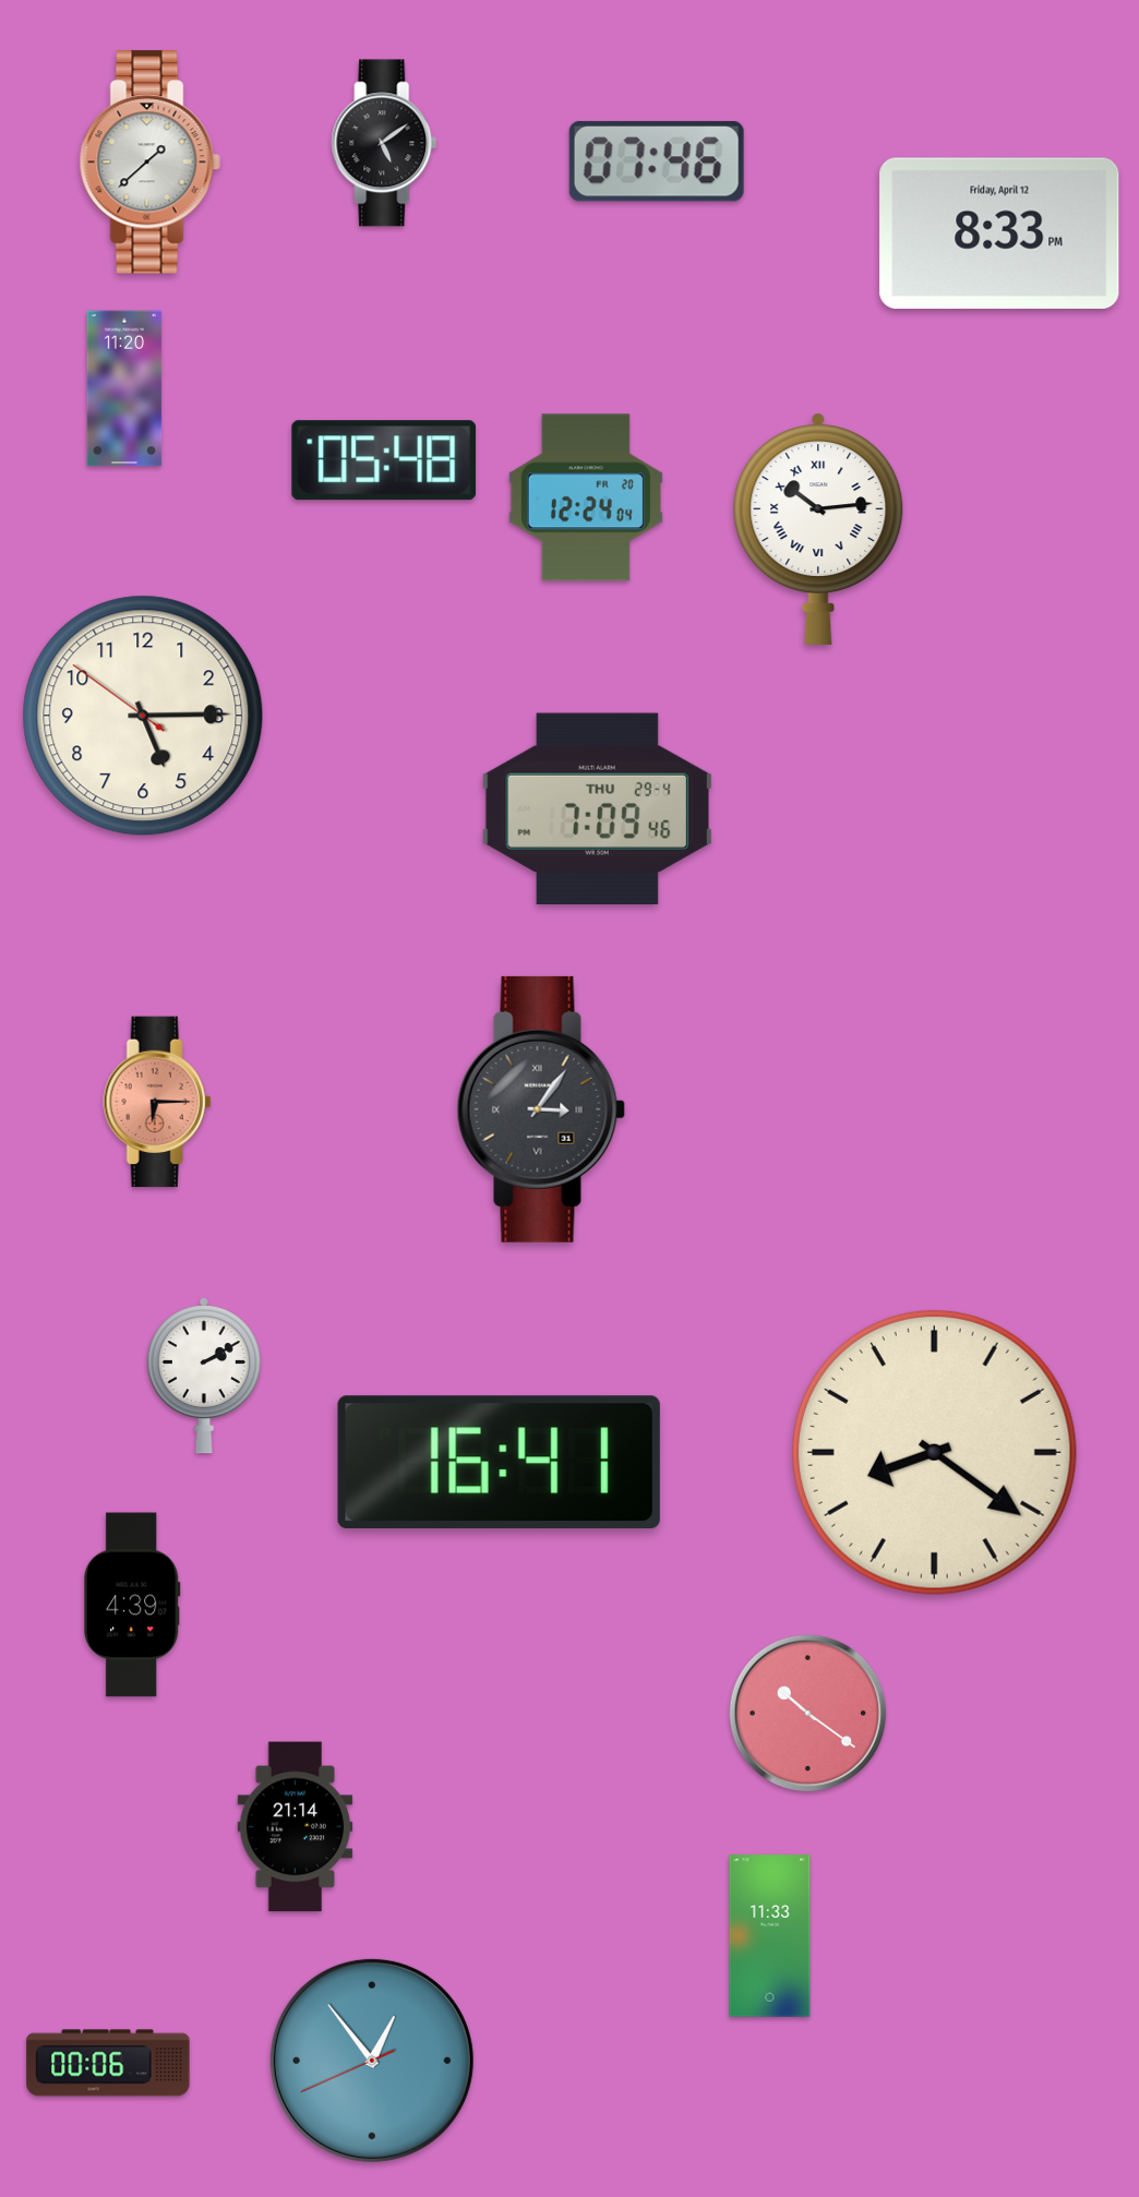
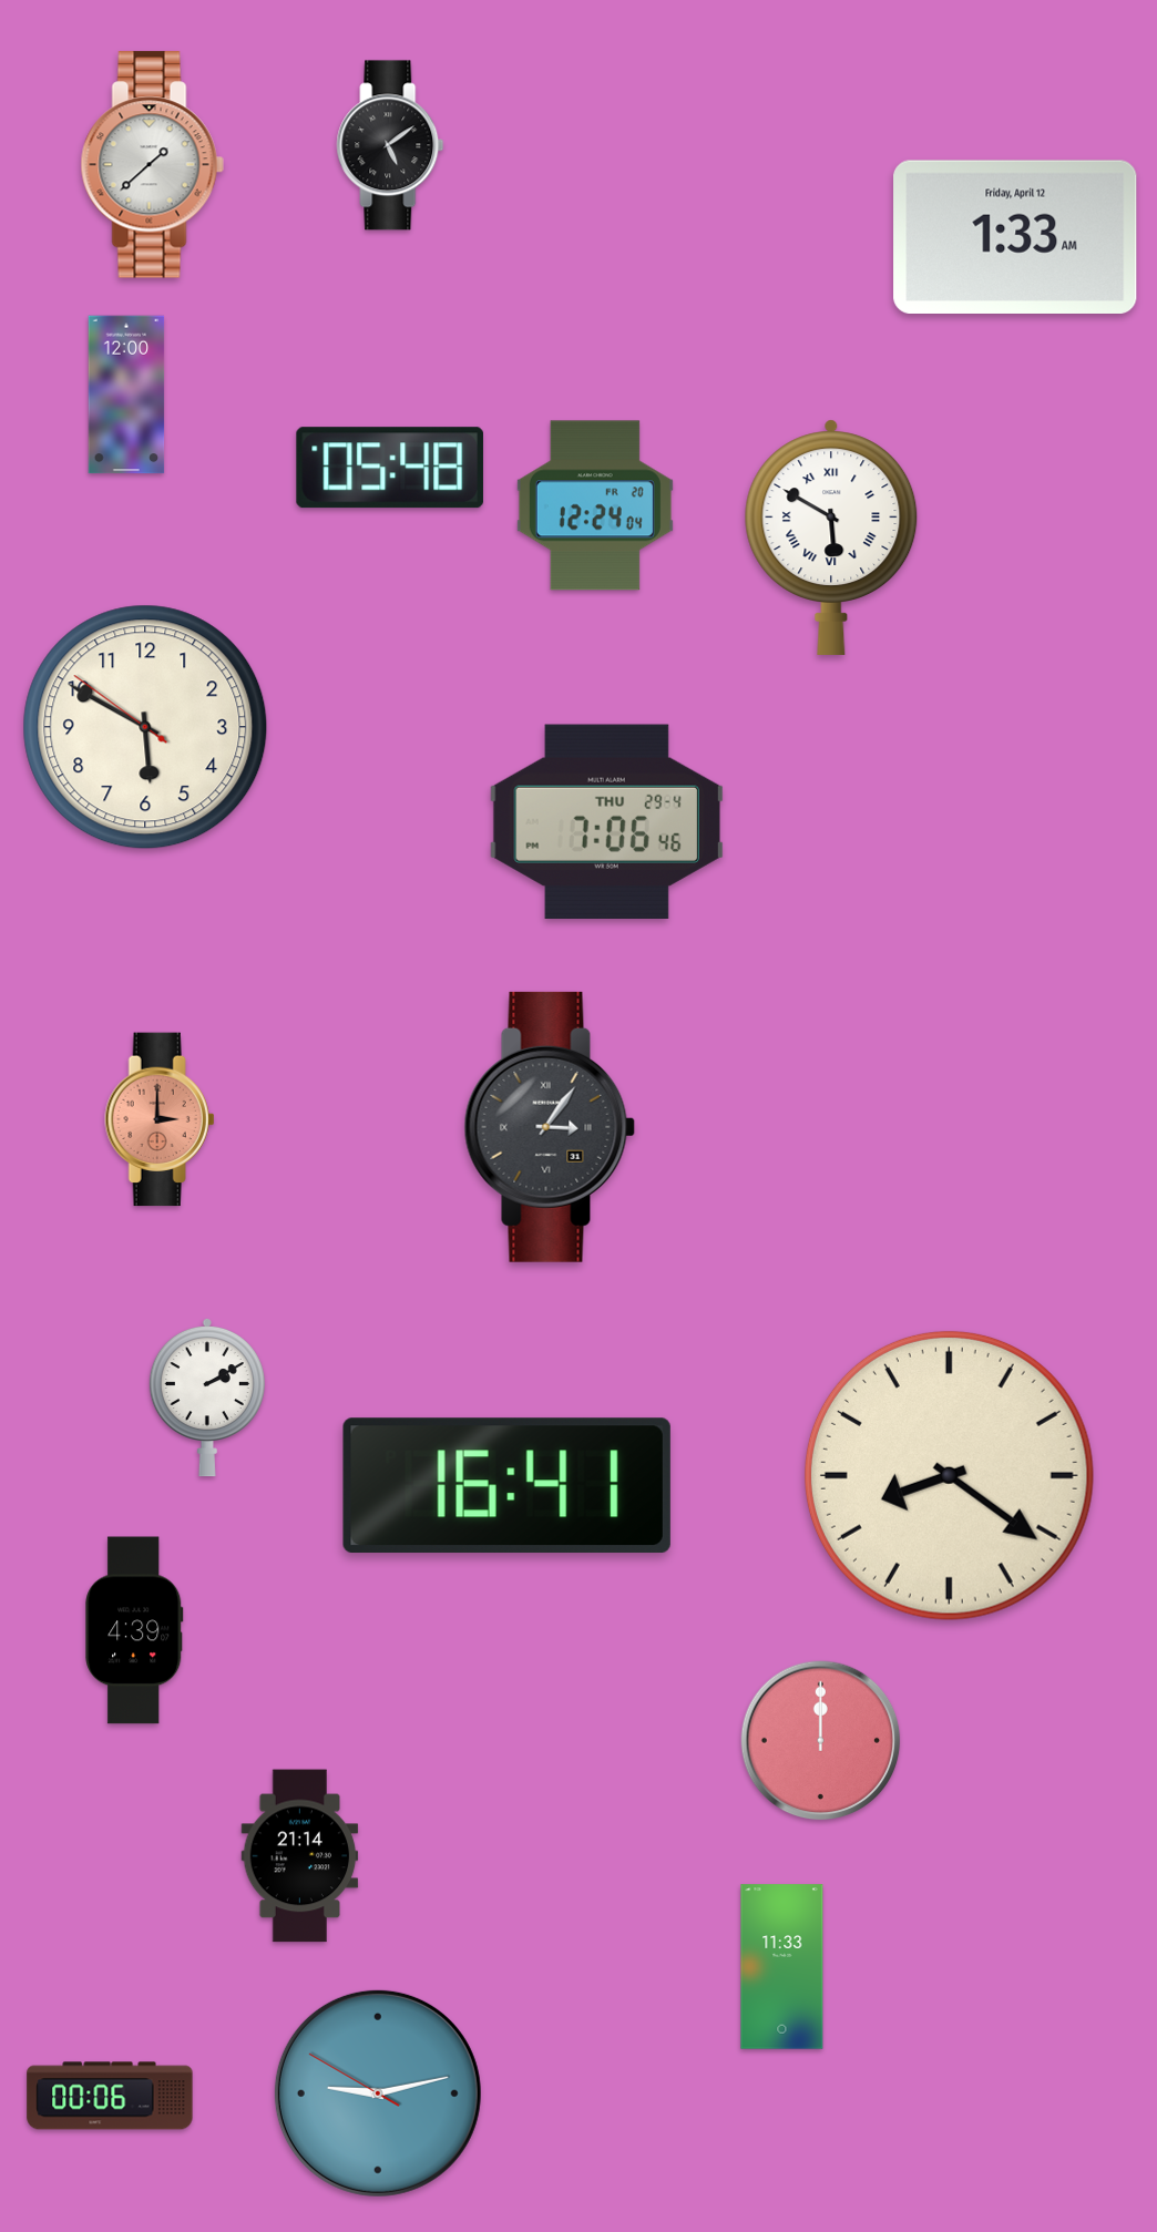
clock at (657, 161): 07:46 -> none
clock at (999, 233): 8:33 -> 1:33
clock at (124, 388): 11:20 -> 12:00
clock at (818, 529): 10:14 -> 5:50
clock at (143, 716): 5:14 -> 5:49
clock at (597, 808): 7:09 -> 7:06
clock at (157, 1102): 6:15 -> 3:00
clock at (808, 1714): 10:21 -> 12:00
clock at (372, 2061): 12:53 -> 9:12
